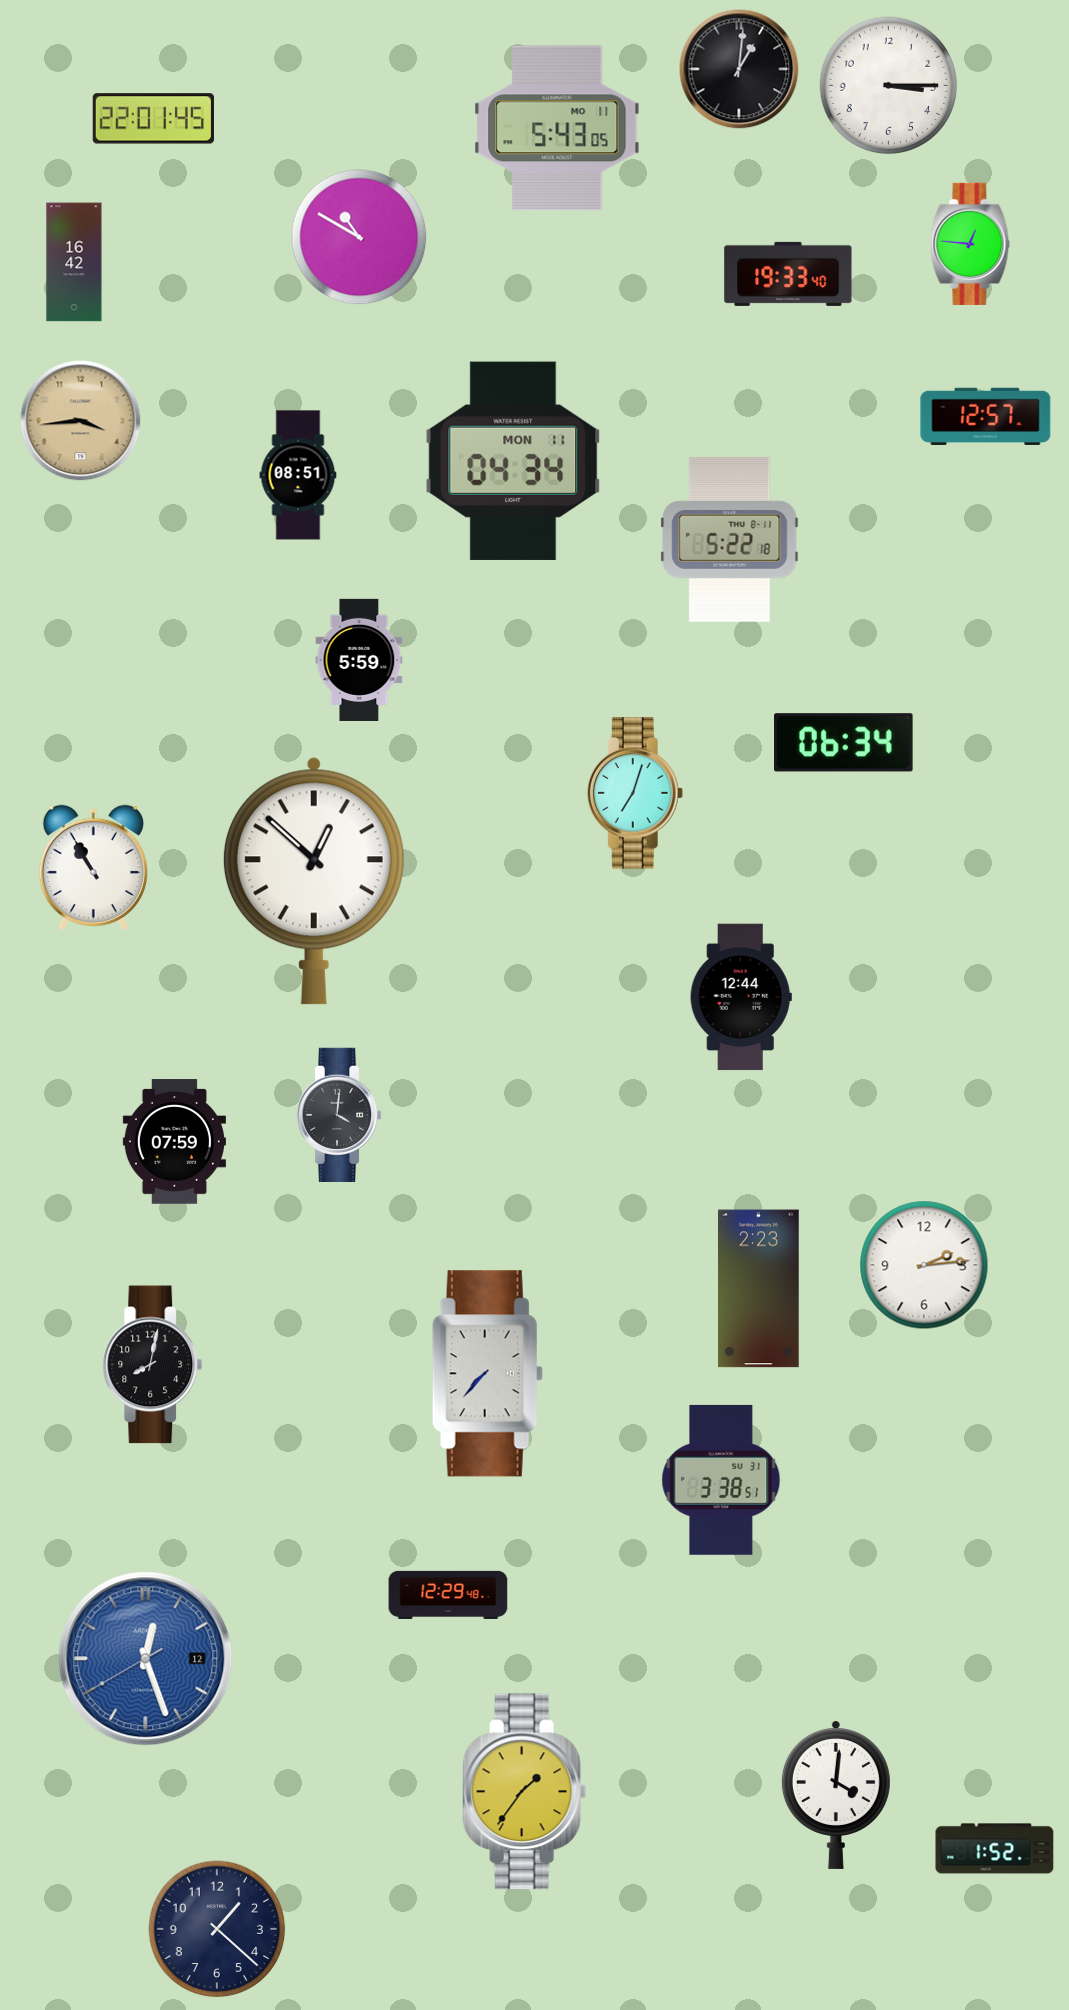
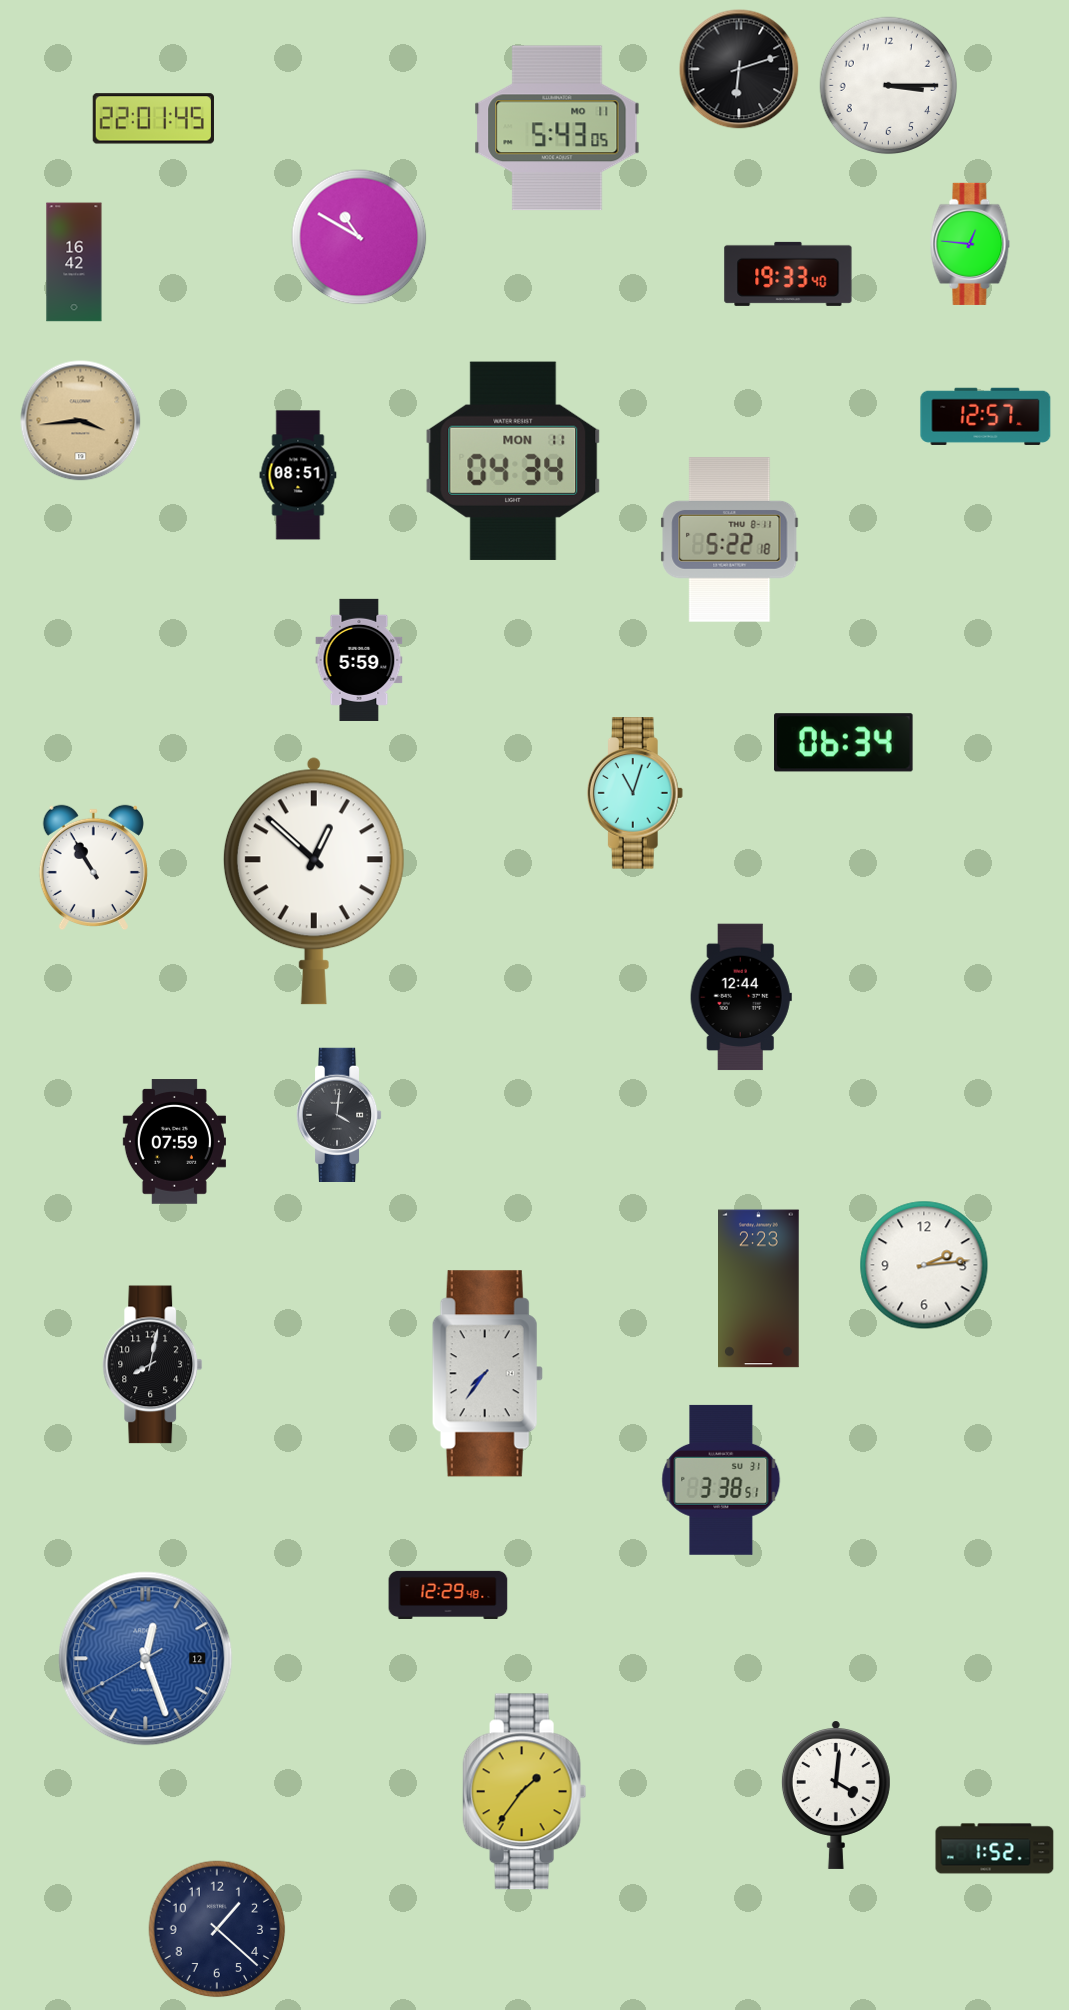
clock at (739, 69): 1:01 -> 6:12
clock at (635, 793): 7:03 -> 11:03
clock at (487, 1374): 7:37 -> 7:36
